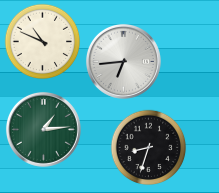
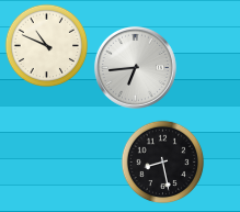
clock at (43, 129): 1:14 -> none
clock at (149, 148): 8:33 -> 8:28
